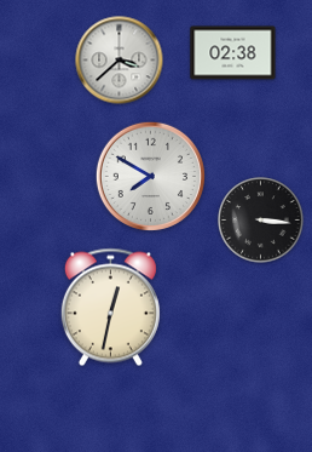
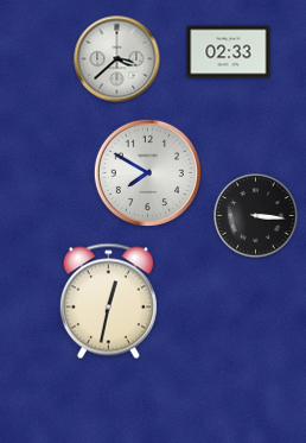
clock at (233, 53): 02:38 -> 02:33
